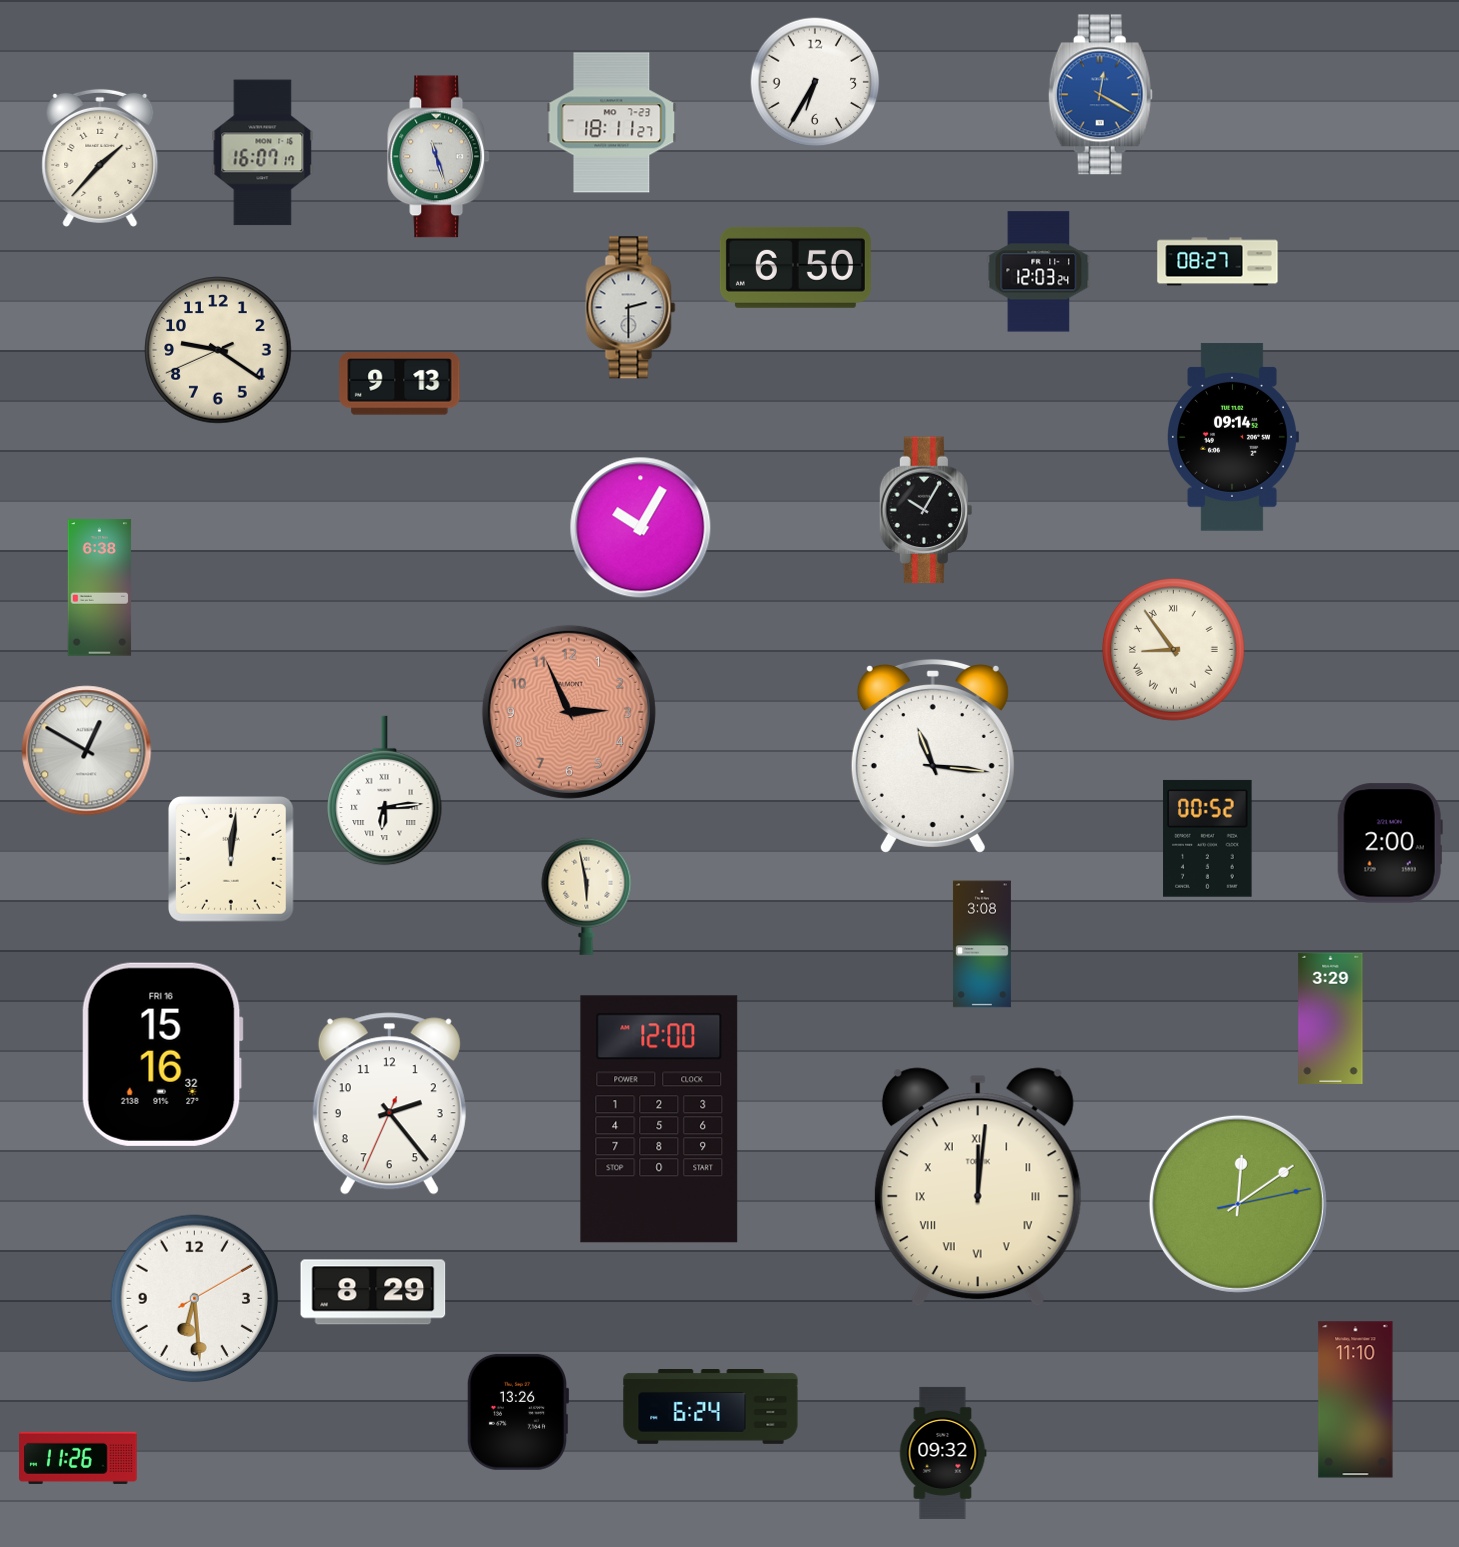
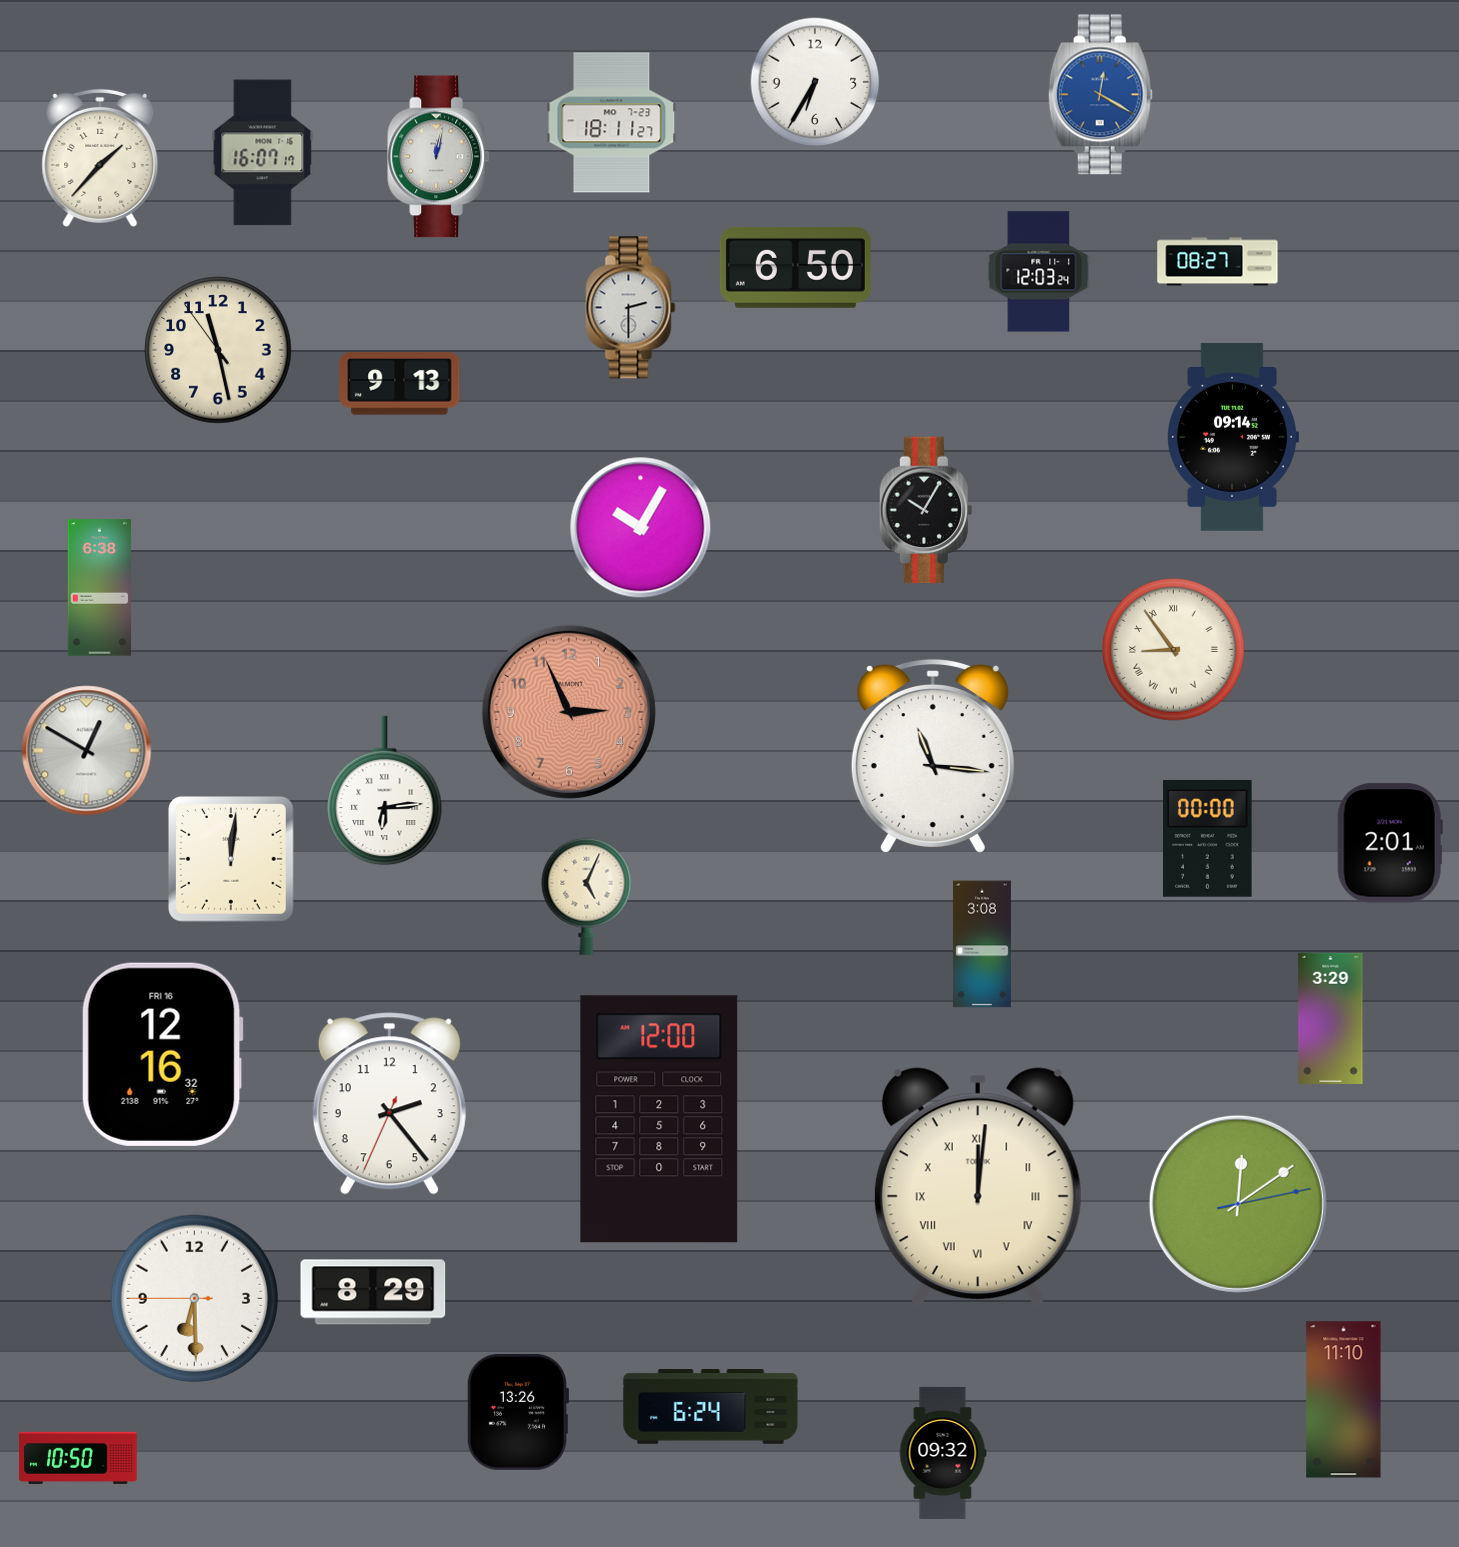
clock at (439, 157): 11:27 -> 12:02
clock at (218, 350): 9:20 -> 11:27
clock at (1208, 838): 00:52 -> 00:00
clock at (1390, 843): 2:00 -> 2:01
clock at (587, 896): 5:58 -> 5:04
clock at (162, 1054): 15:16 -> 12:16
clock at (195, 1299): 6:29:10 -> 6:29:45
clock at (1356, 1400) position: (1356, 1400) -> (1344, 1400)
clock at (78, 1458): 11:26 -> 10:50
